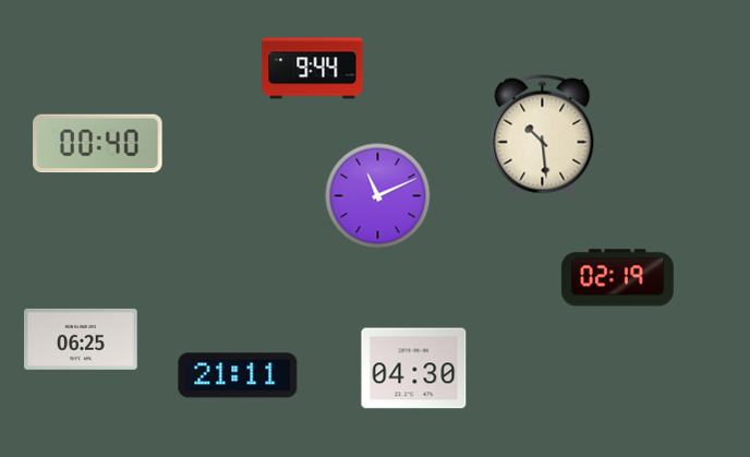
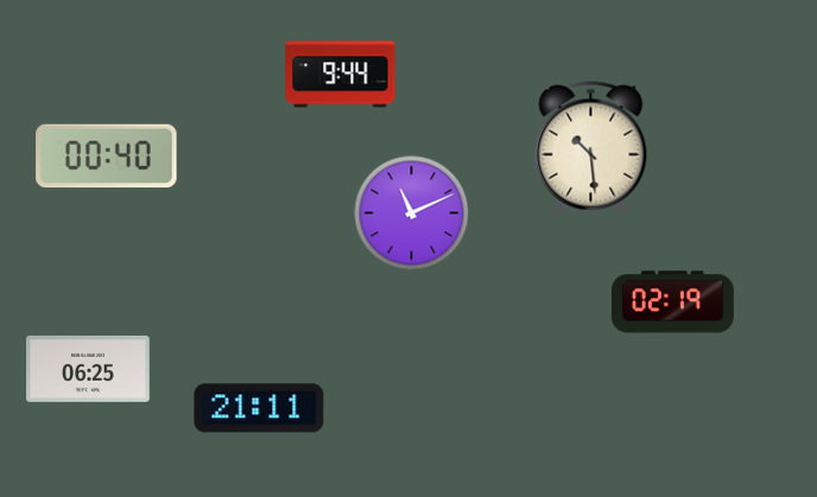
clock at (414, 369): 04:30 -> none
